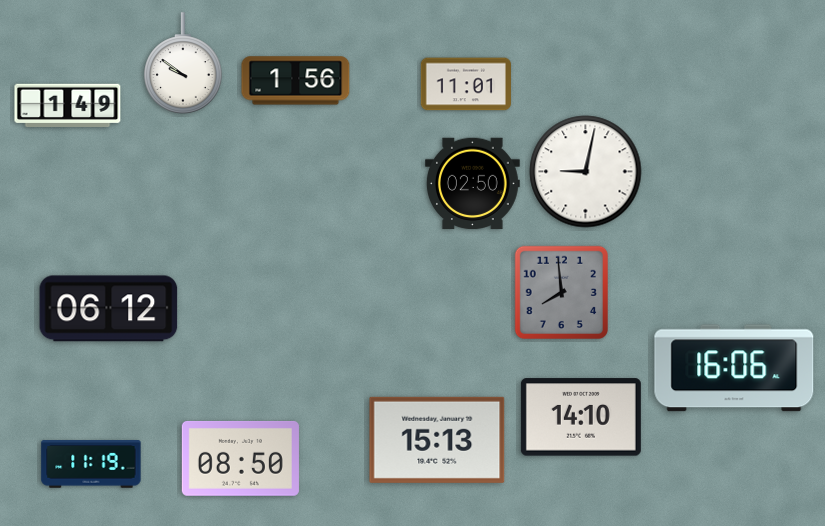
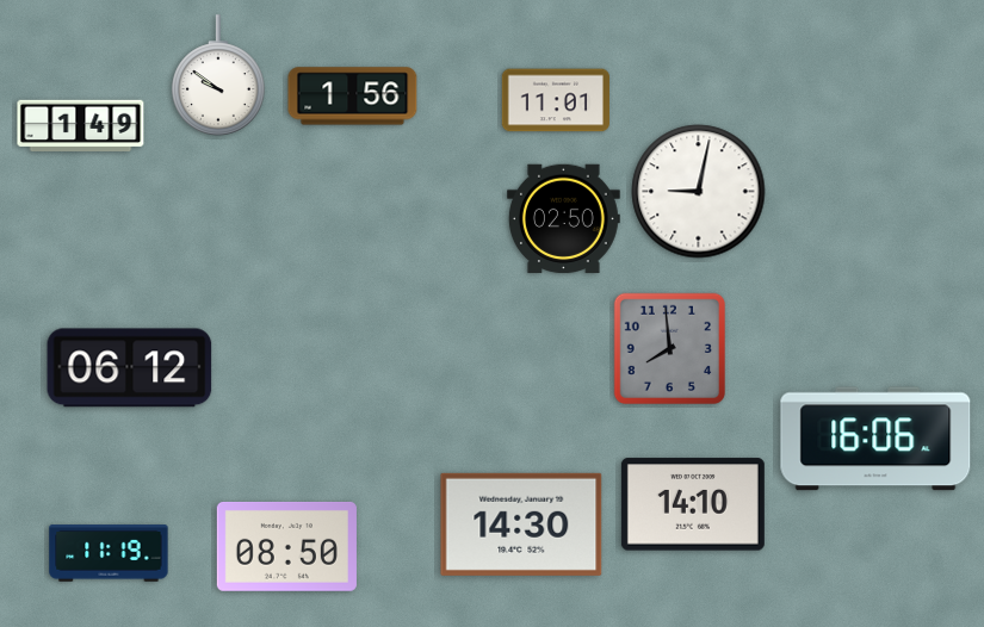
clock at (586, 172) position: (586, 172) -> (699, 192)
clock at (581, 417) position: (581, 417) -> (693, 504)
clock at (437, 440): 15:13 -> 14:30
